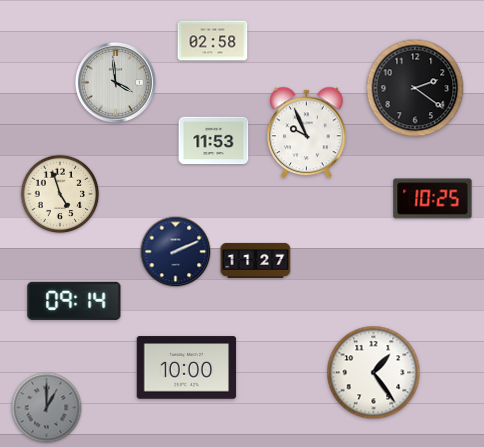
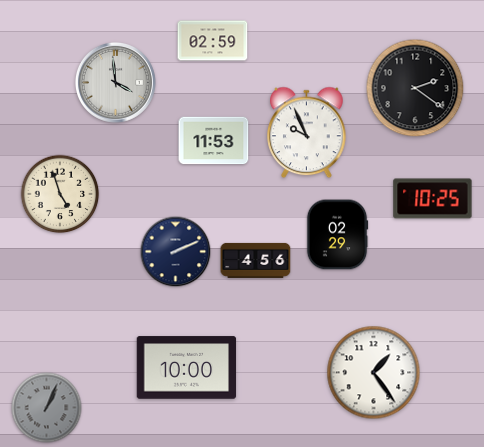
clock at (213, 41): 02:58 -> 02:59
clock at (337, 235): none -> 02:29
clock at (256, 260): 11:27 -> 4:56
clock at (74, 301): 09:14 -> none
clock at (47, 408): 1:00 -> 1:04
